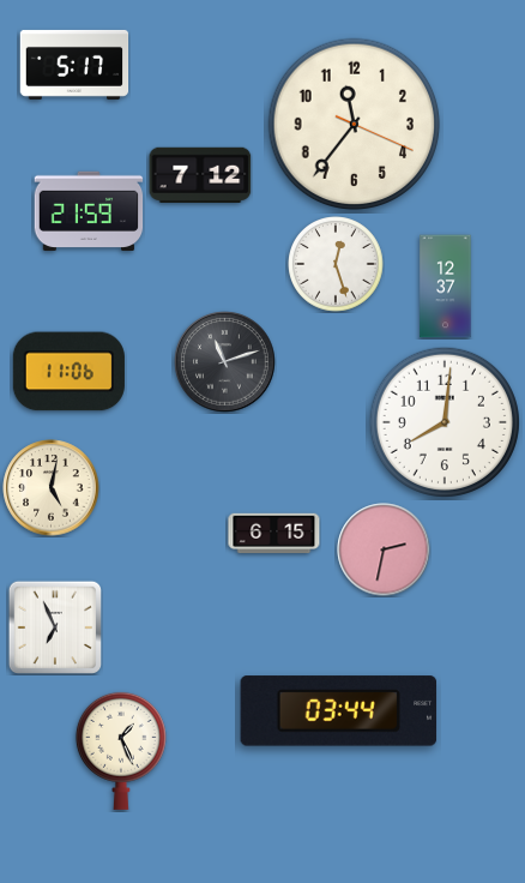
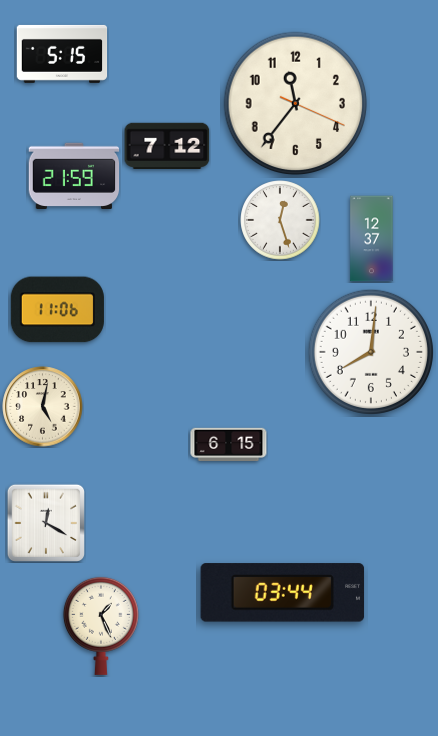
clock at (74, 65): 5:17 -> 5:15
clock at (225, 362): 11:12 -> none
clock at (384, 549): 2:32 -> none
clock at (54, 626): 6:56 -> 12:20
